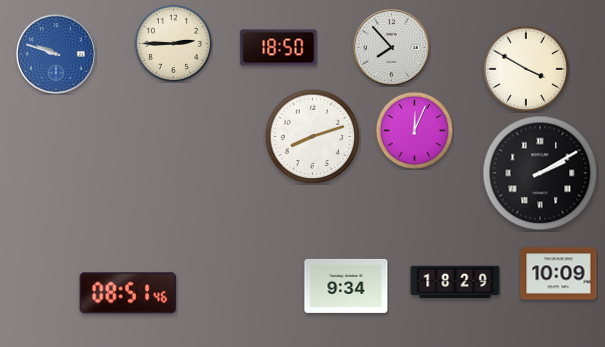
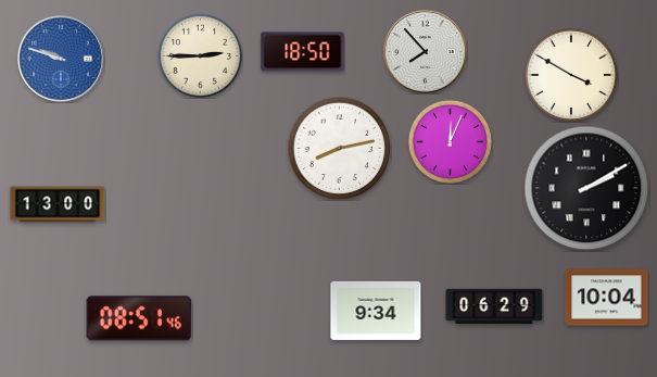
clock at (173, 43) position: (173, 43) -> (200, 55)
clock at (312, 136): 8:12 -> 8:13
clock at (58, 204): none -> 13:00
clock at (559, 274): 10:09 -> 10:04
clock at (455, 282): 18:29 -> 06:29
